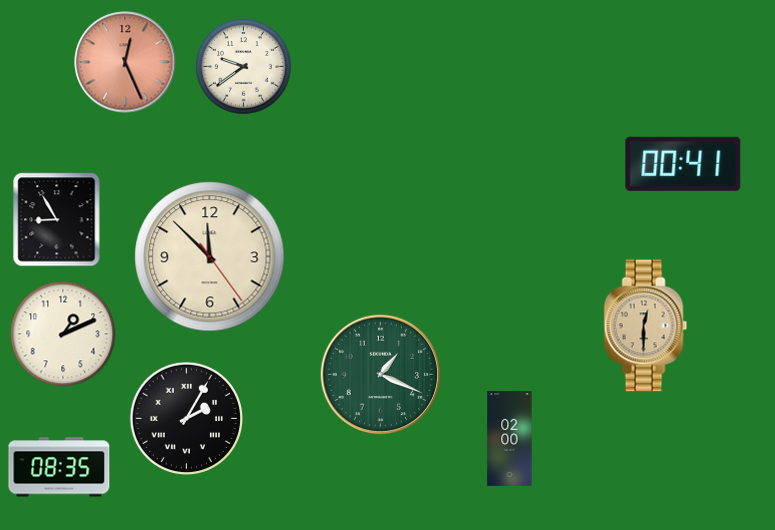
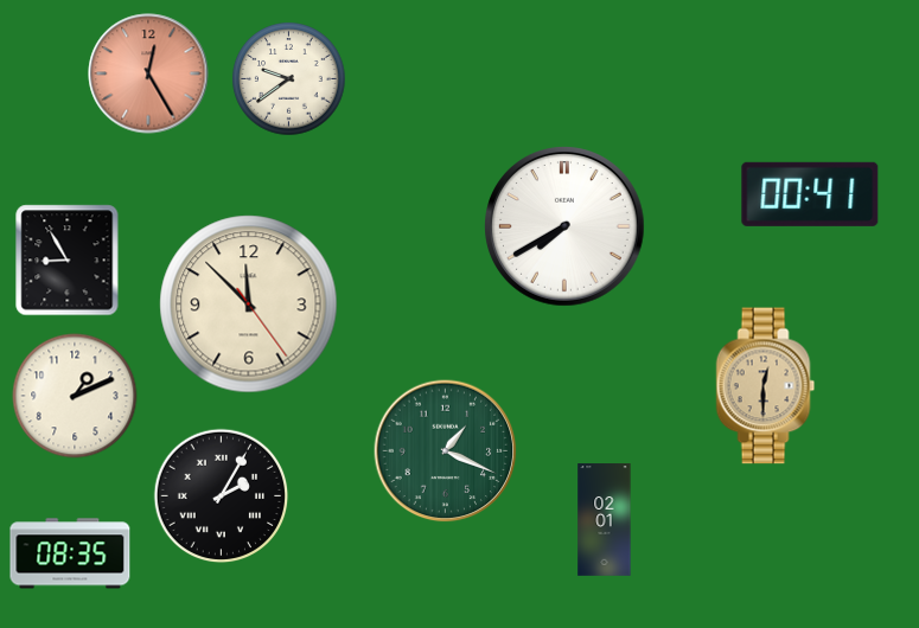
clock at (125, 62): 12:26 -> 12:25
clock at (564, 226): none -> 7:40
clock at (381, 375) position: (381, 375) -> (446, 451)
clock at (510, 439): 02:00 -> 02:01
